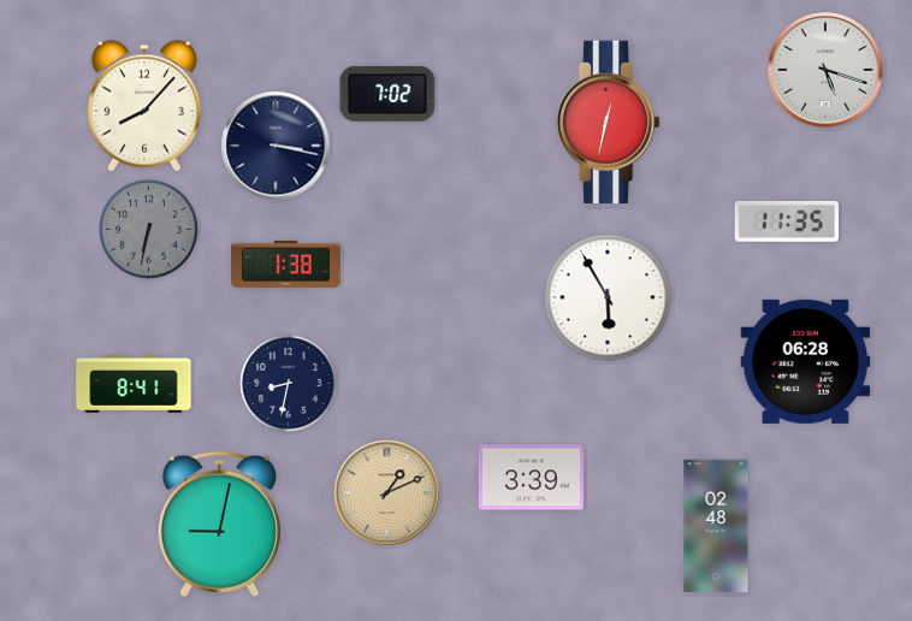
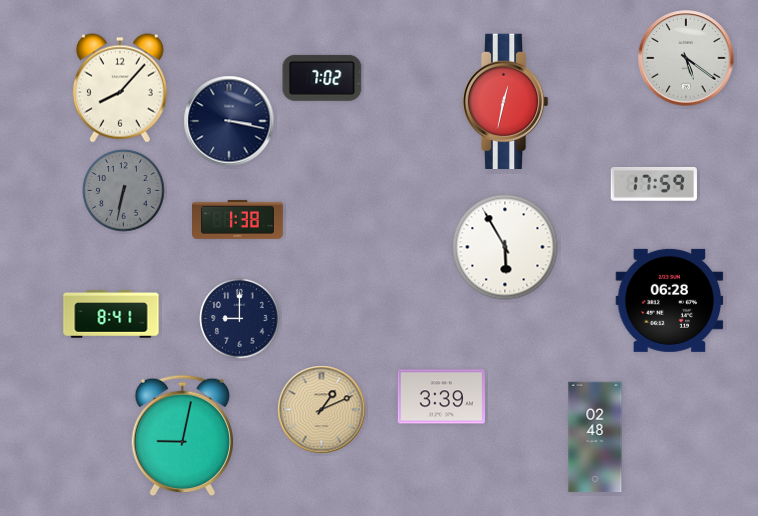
clock at (825, 70): 5:18 -> 5:21
clock at (787, 221): 11:35 -> 17:59
clock at (134, 384) position: (134, 384) -> (111, 314)
clock at (289, 384): 8:32 -> 9:00
